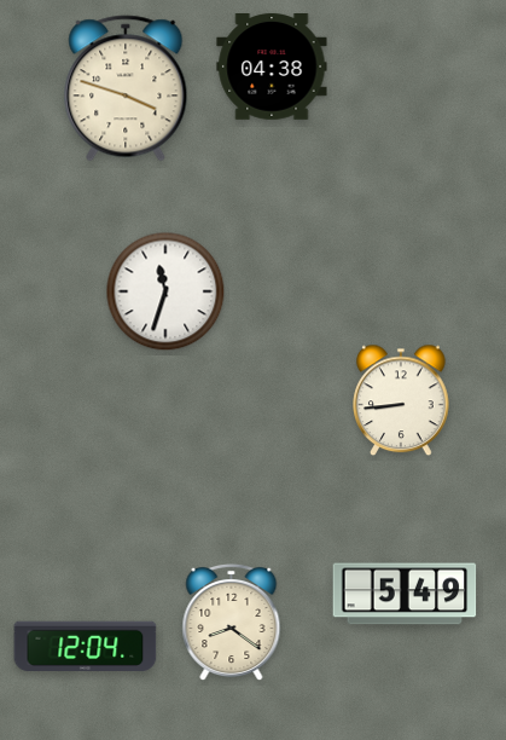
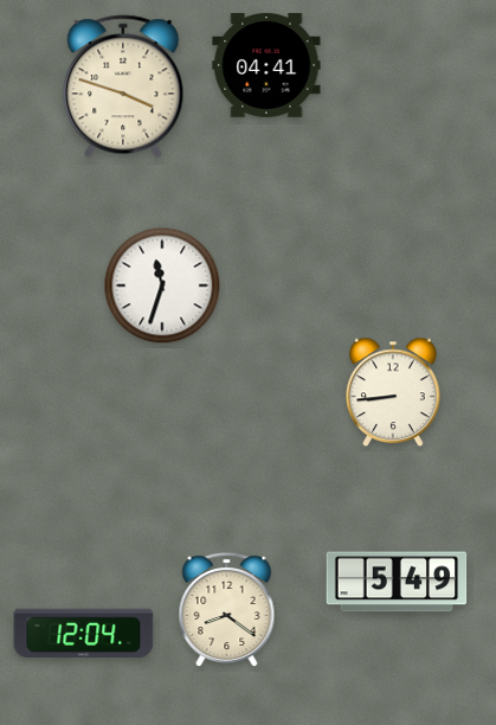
clock at (272, 68): 04:38 -> 04:41
